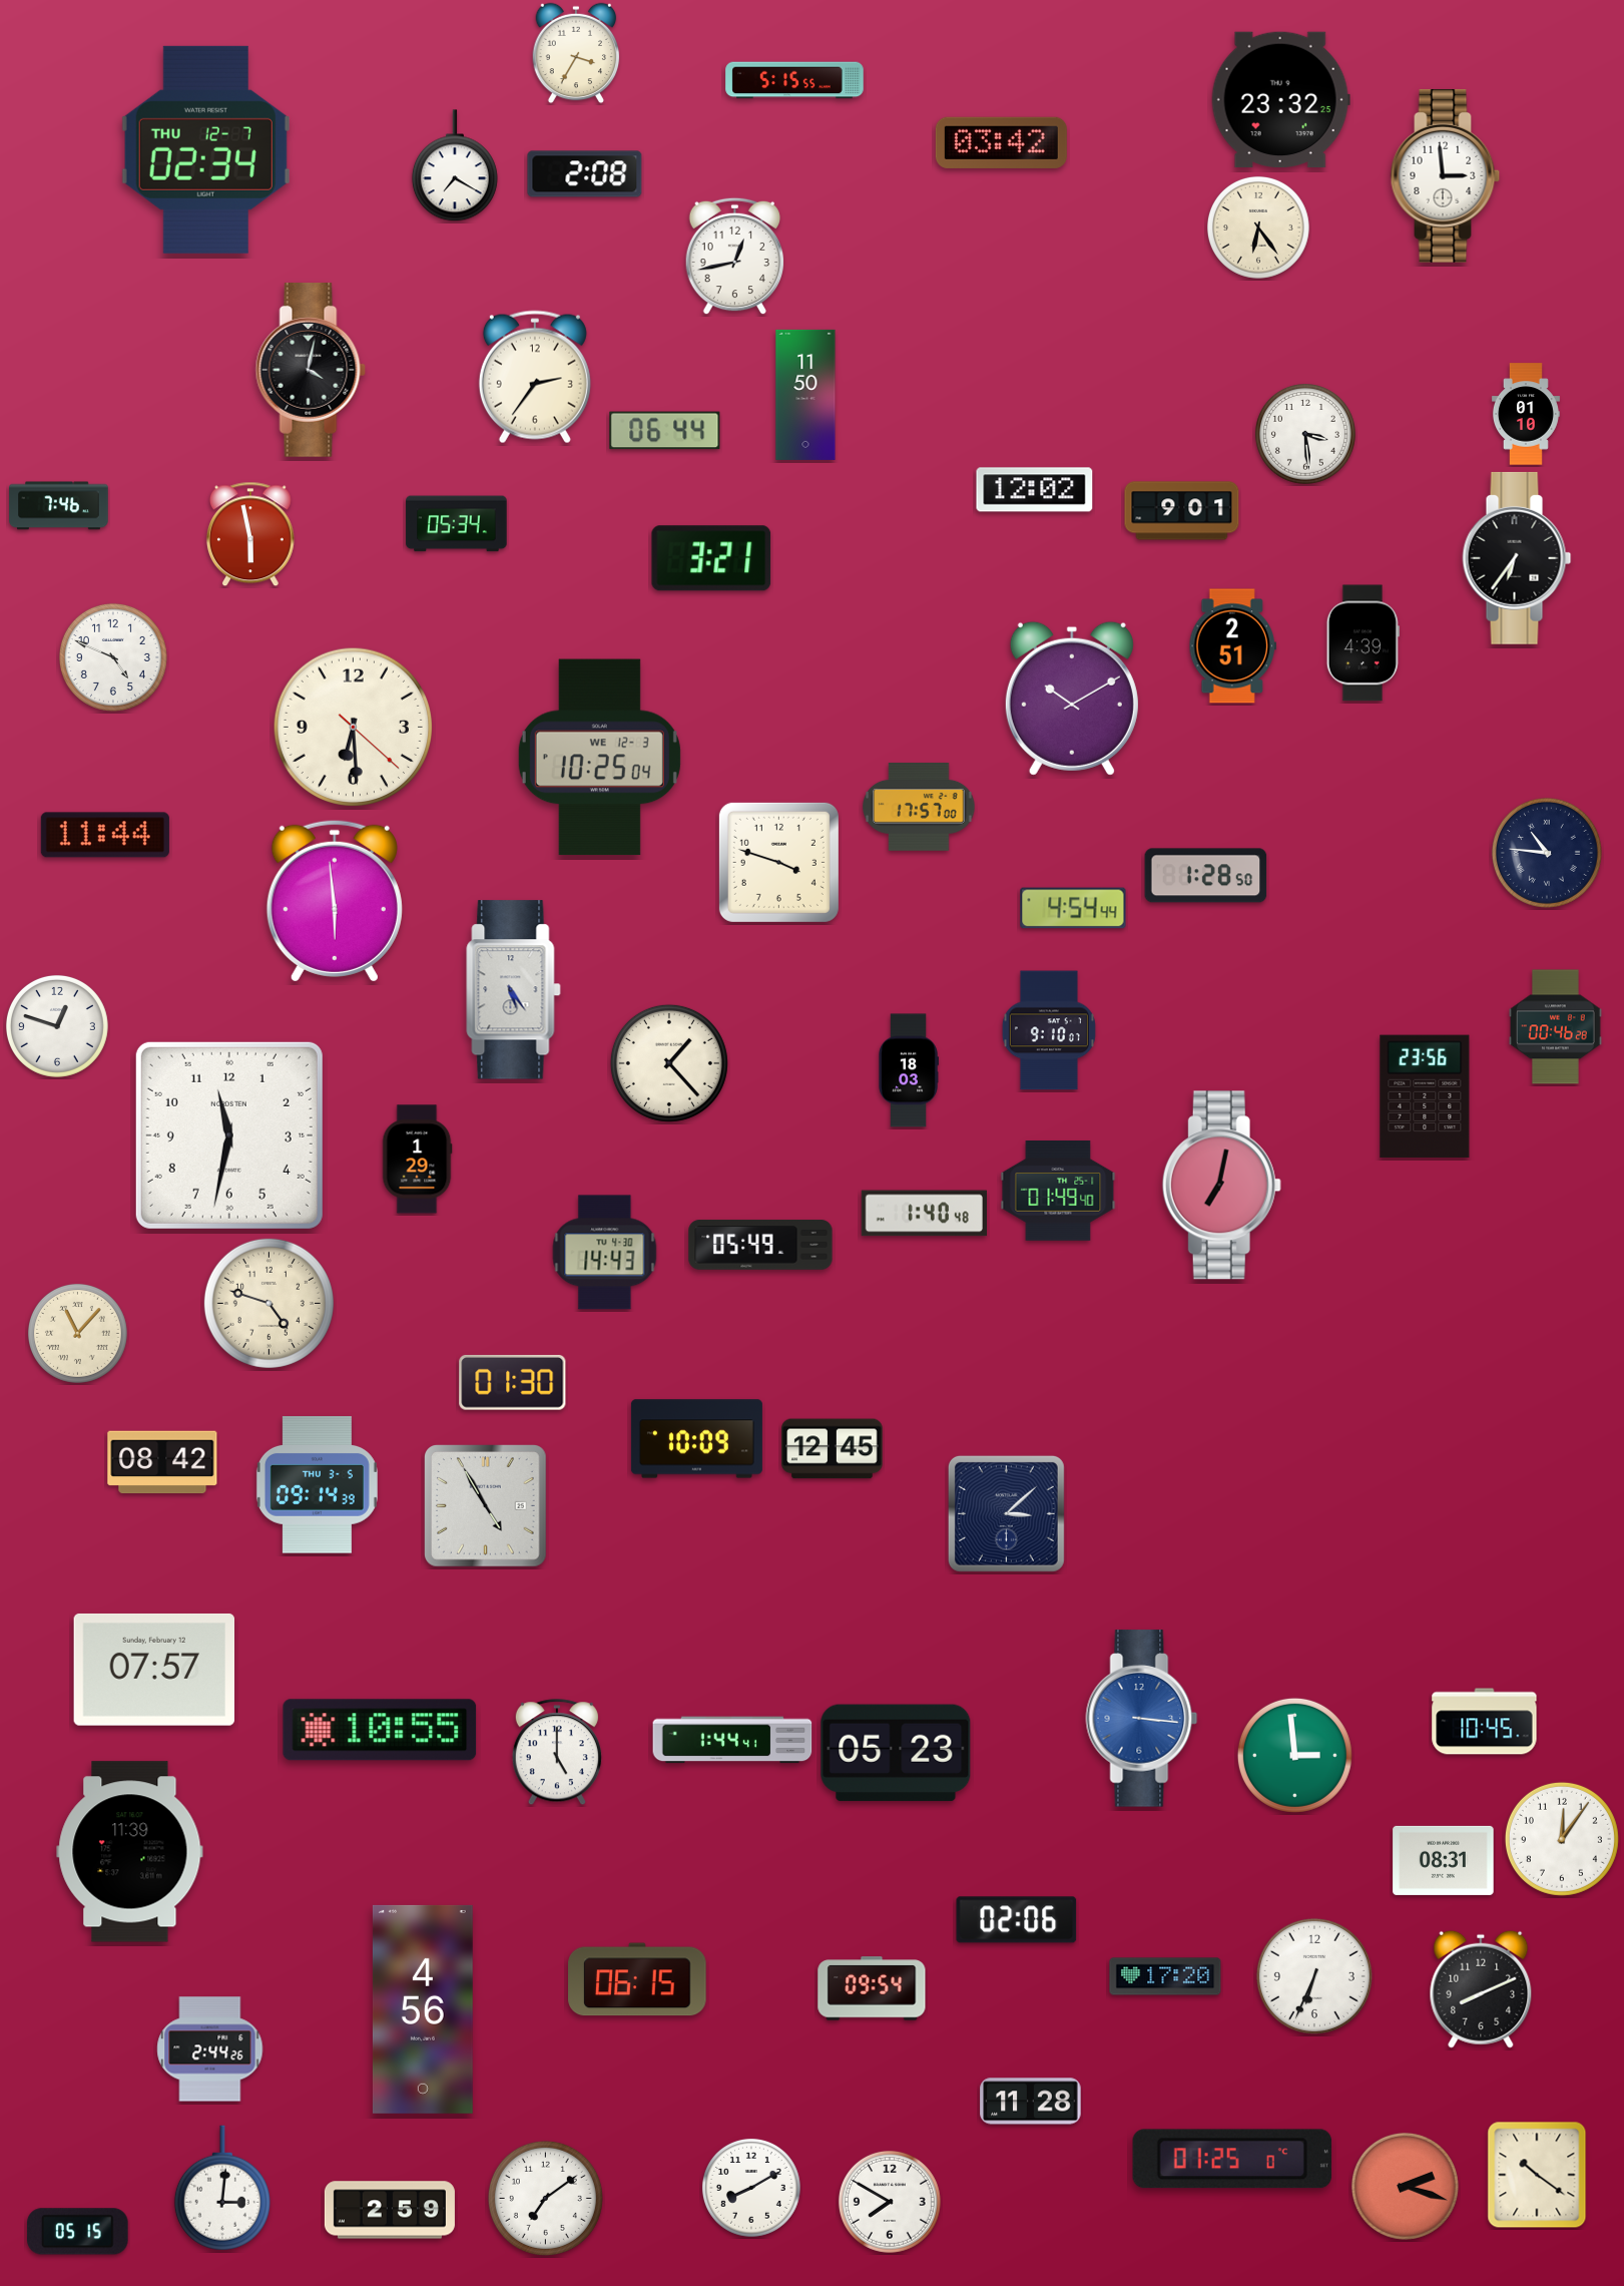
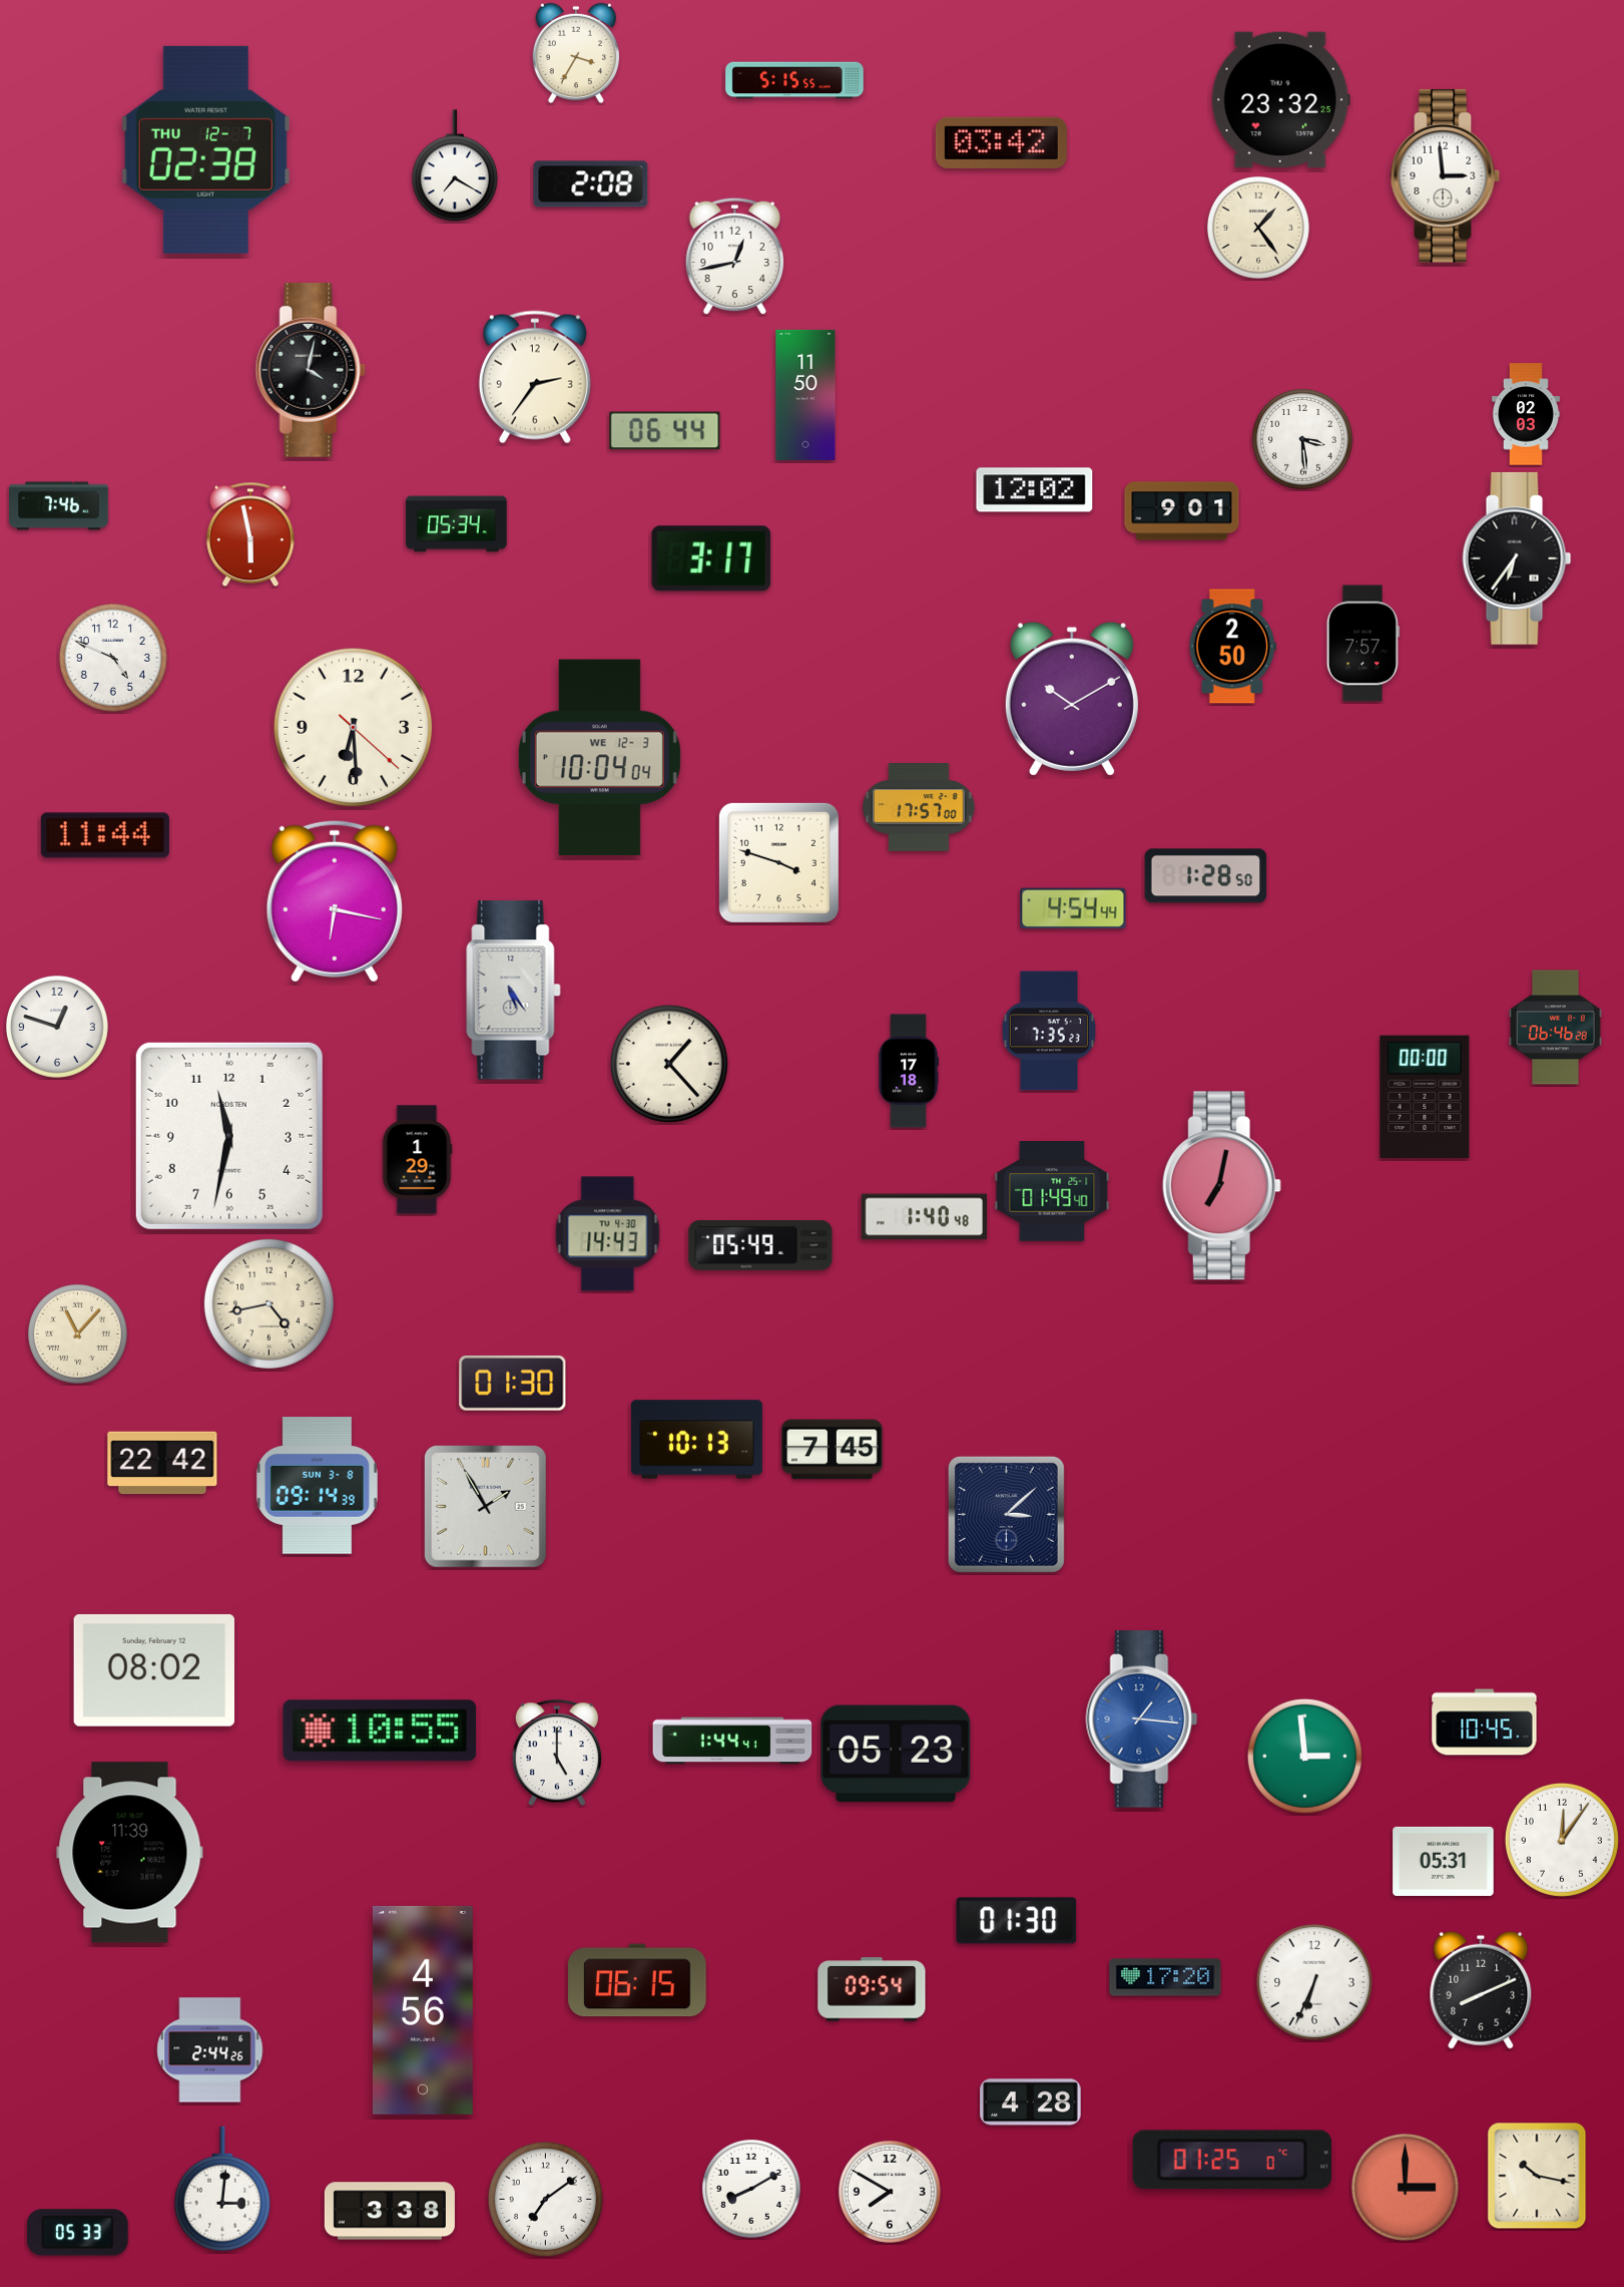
clock at (205, 149): 02:34 -> 02:38
clock at (585, 174) position: (585, 174) -> (591, 184)
clock at (1258, 227): 6:24 -> 1:24
clock at (1526, 414): 01:10 -> 02:03
clock at (1305, 434) position: (1305, 434) -> (1302, 439)
clock at (711, 558): 3:21 -> 3:17
clock at (1363, 643): 4:39 -> 7:57
clock at (1232, 646): 2:51 -> 2:50
clock at (599, 758): 10:25 -> 10:04
clock at (1547, 853): 10:46 -> none
clock at (335, 901): 5:59 -> 6:17
clock at (1555, 1027): 00:46 -> 06:46
clock at (1049, 1030): 9:10 -> 7:35
clock at (909, 1070): 18:03 -> 17:18
clock at (1425, 1096): 23:56 -> 00:00
clock at (1058, 1192) position: (1058, 1192) -> (1052, 1192)
clock at (924, 1214) position: (924, 1214) -> (924, 1217)
clock at (605, 1253) position: (605, 1253) -> (608, 1234)
clock at (268, 1303): 4:48 -> 4:43
clock at (696, 1439): 10:09 -> 10:13
clock at (833, 1449): 12:45 -> 7:45
clock at (162, 1462): 08:42 -> 22:42
clock at (317, 1485) date: THU 3-5 -> SUN 3-8
clock at (486, 1506): 4:55 -> 1:55
clock at (153, 1670): 07:57 -> 08:02
clock at (1142, 1719): 3:16 -> 1:16
clock at (1294, 1755) position: (1294, 1755) -> (1304, 1756)
clock at (1444, 1860): 08:31 -> 05:31
clock at (1017, 1920): 02:06 -> 01:30
clock at (1314, 1976) position: (1314, 1976) -> (1314, 1982)
clock at (1031, 2102): 11:28 -> 4:28
clock at (1537, 2175): 10:21 -> 10:17
clock at (1405, 2186): 2:18 -> 3:00
clock at (890, 2202) position: (890, 2202) -> (890, 2192)
clock at (390, 2210): 2:59 -> 3:38
clock at (78, 2232): 05:15 -> 05:33
